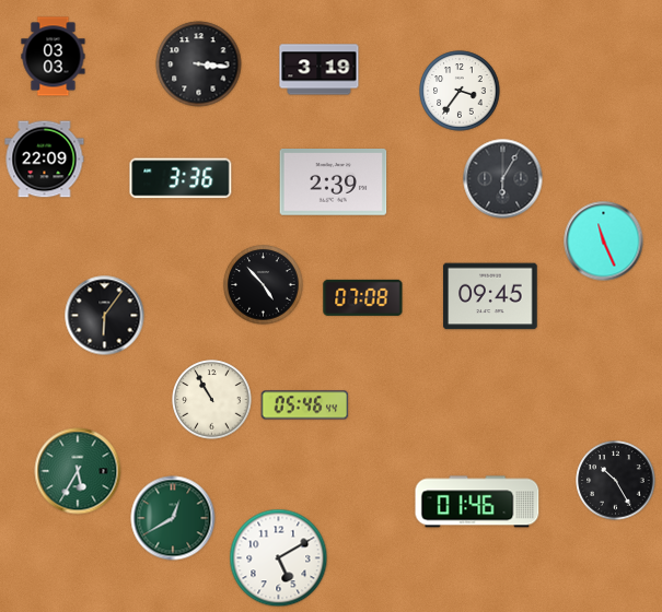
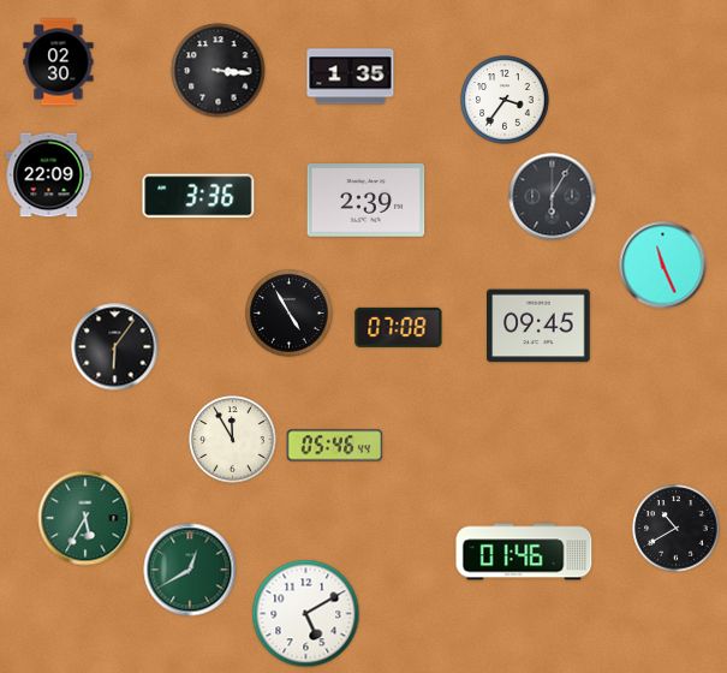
clock at (54, 57): 03:03 -> 02:30
clock at (320, 70): 3:19 -> 1:35
clock at (264, 285): 4:53 -> 4:55
clock at (212, 400): 10:55 -> 11:55
clock at (616, 481): 10:25 -> 10:40
